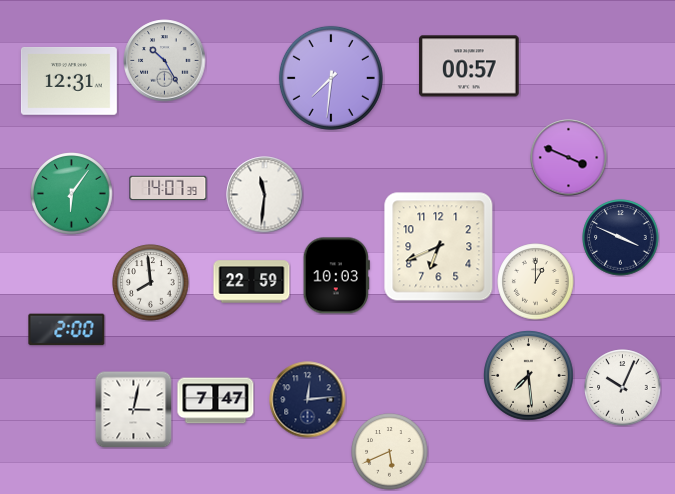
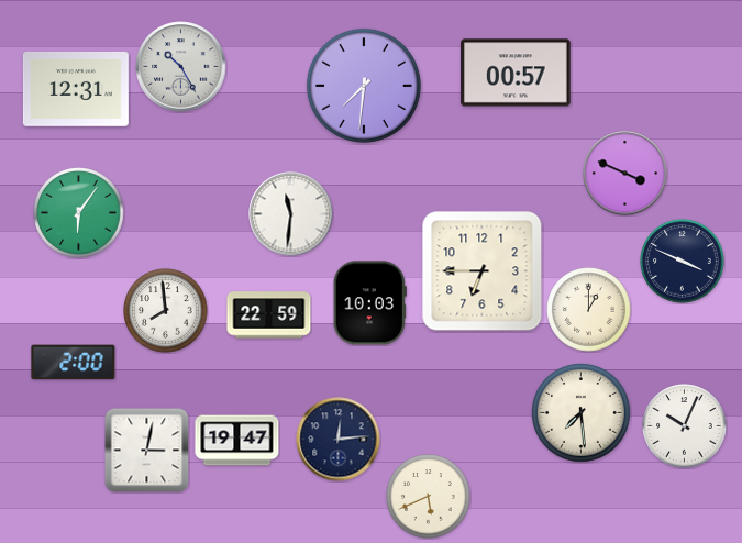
clock at (168, 188): 14:07 -> none
clock at (439, 247): 6:41 -> 6:45
clock at (252, 282) position: (252, 282) -> (269, 315)
clock at (216, 401): 7:47 -> 19:47
